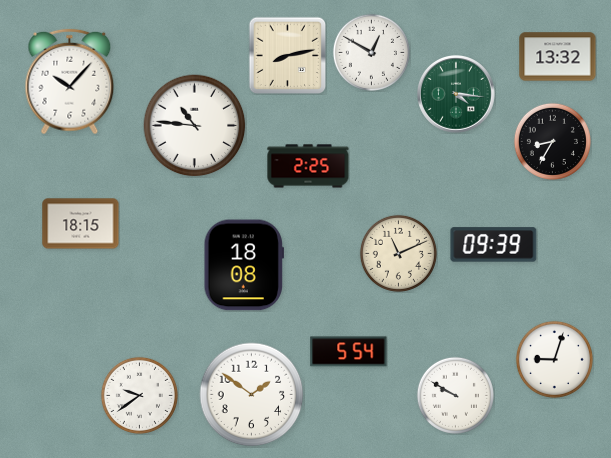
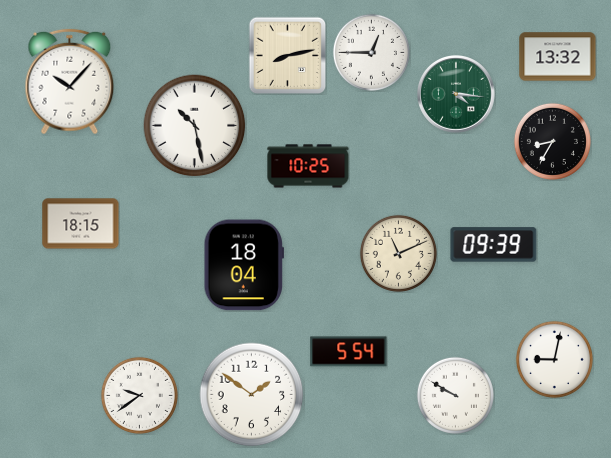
clock at (371, 52): 12:50 -> 12:45
clock at (195, 126): 10:46 -> 10:28
clock at (308, 166): 2:25 -> 10:25
clock at (243, 265): 18:08 -> 18:04
clock at (554, 359): 9:03 -> 9:02
